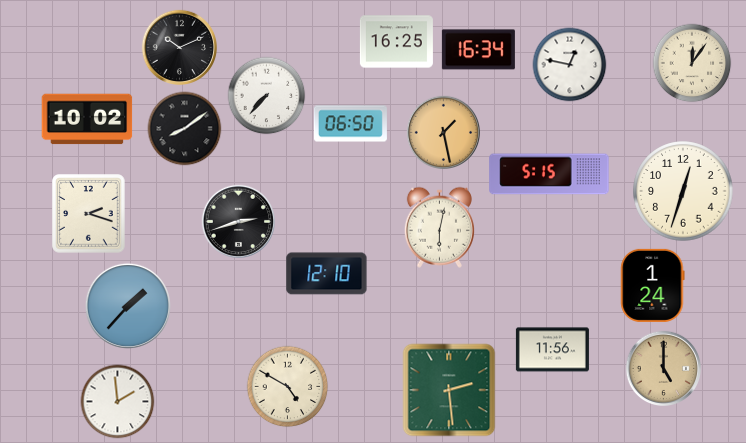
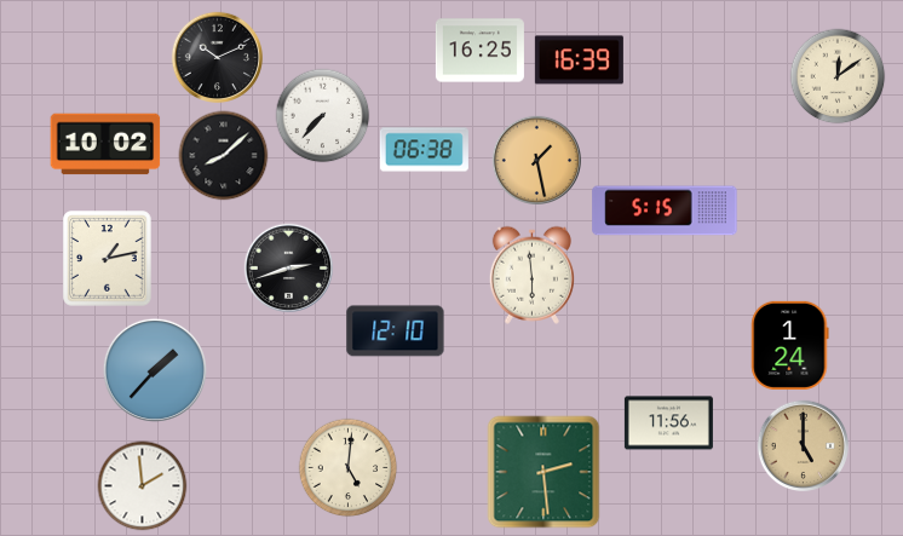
clock at (478, 50): 16:34 -> 16:39
clock at (692, 63): 12:06 -> 12:09
clock at (570, 65): 12:47 -> none
clock at (350, 124): 06:50 -> 06:38
clock at (185, 129): 8:09 -> 8:08
clock at (683, 191): 12:33 -> none
clock at (89, 214): 2:18 -> 1:13
clock at (439, 227): 6:02 -> 5:59
clock at (288, 387): 4:50 -> 5:01
